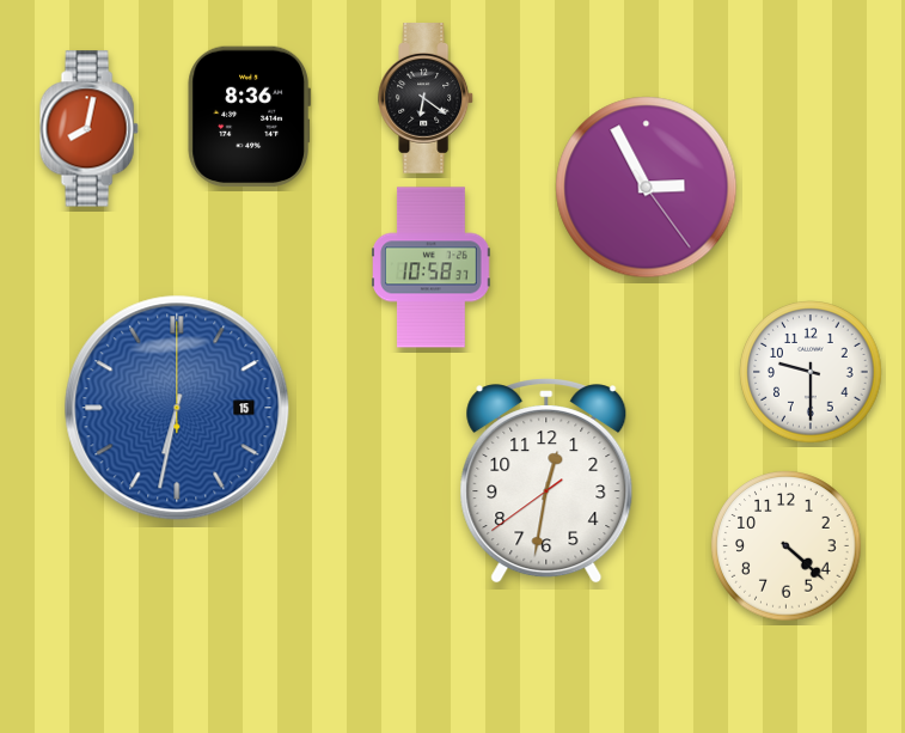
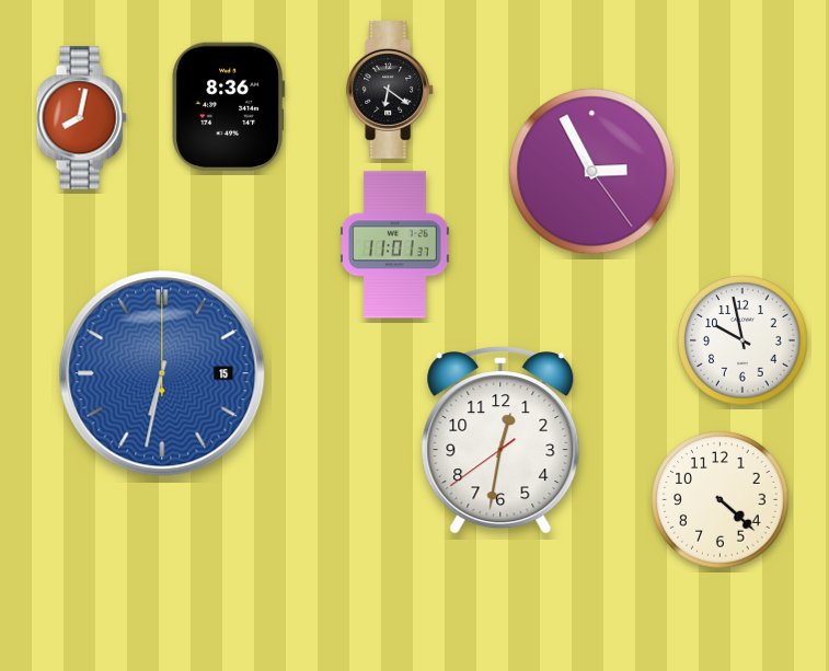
clock at (432, 268): 10:58 -> 11:01
clock at (811, 372): 9:30 -> 9:58
